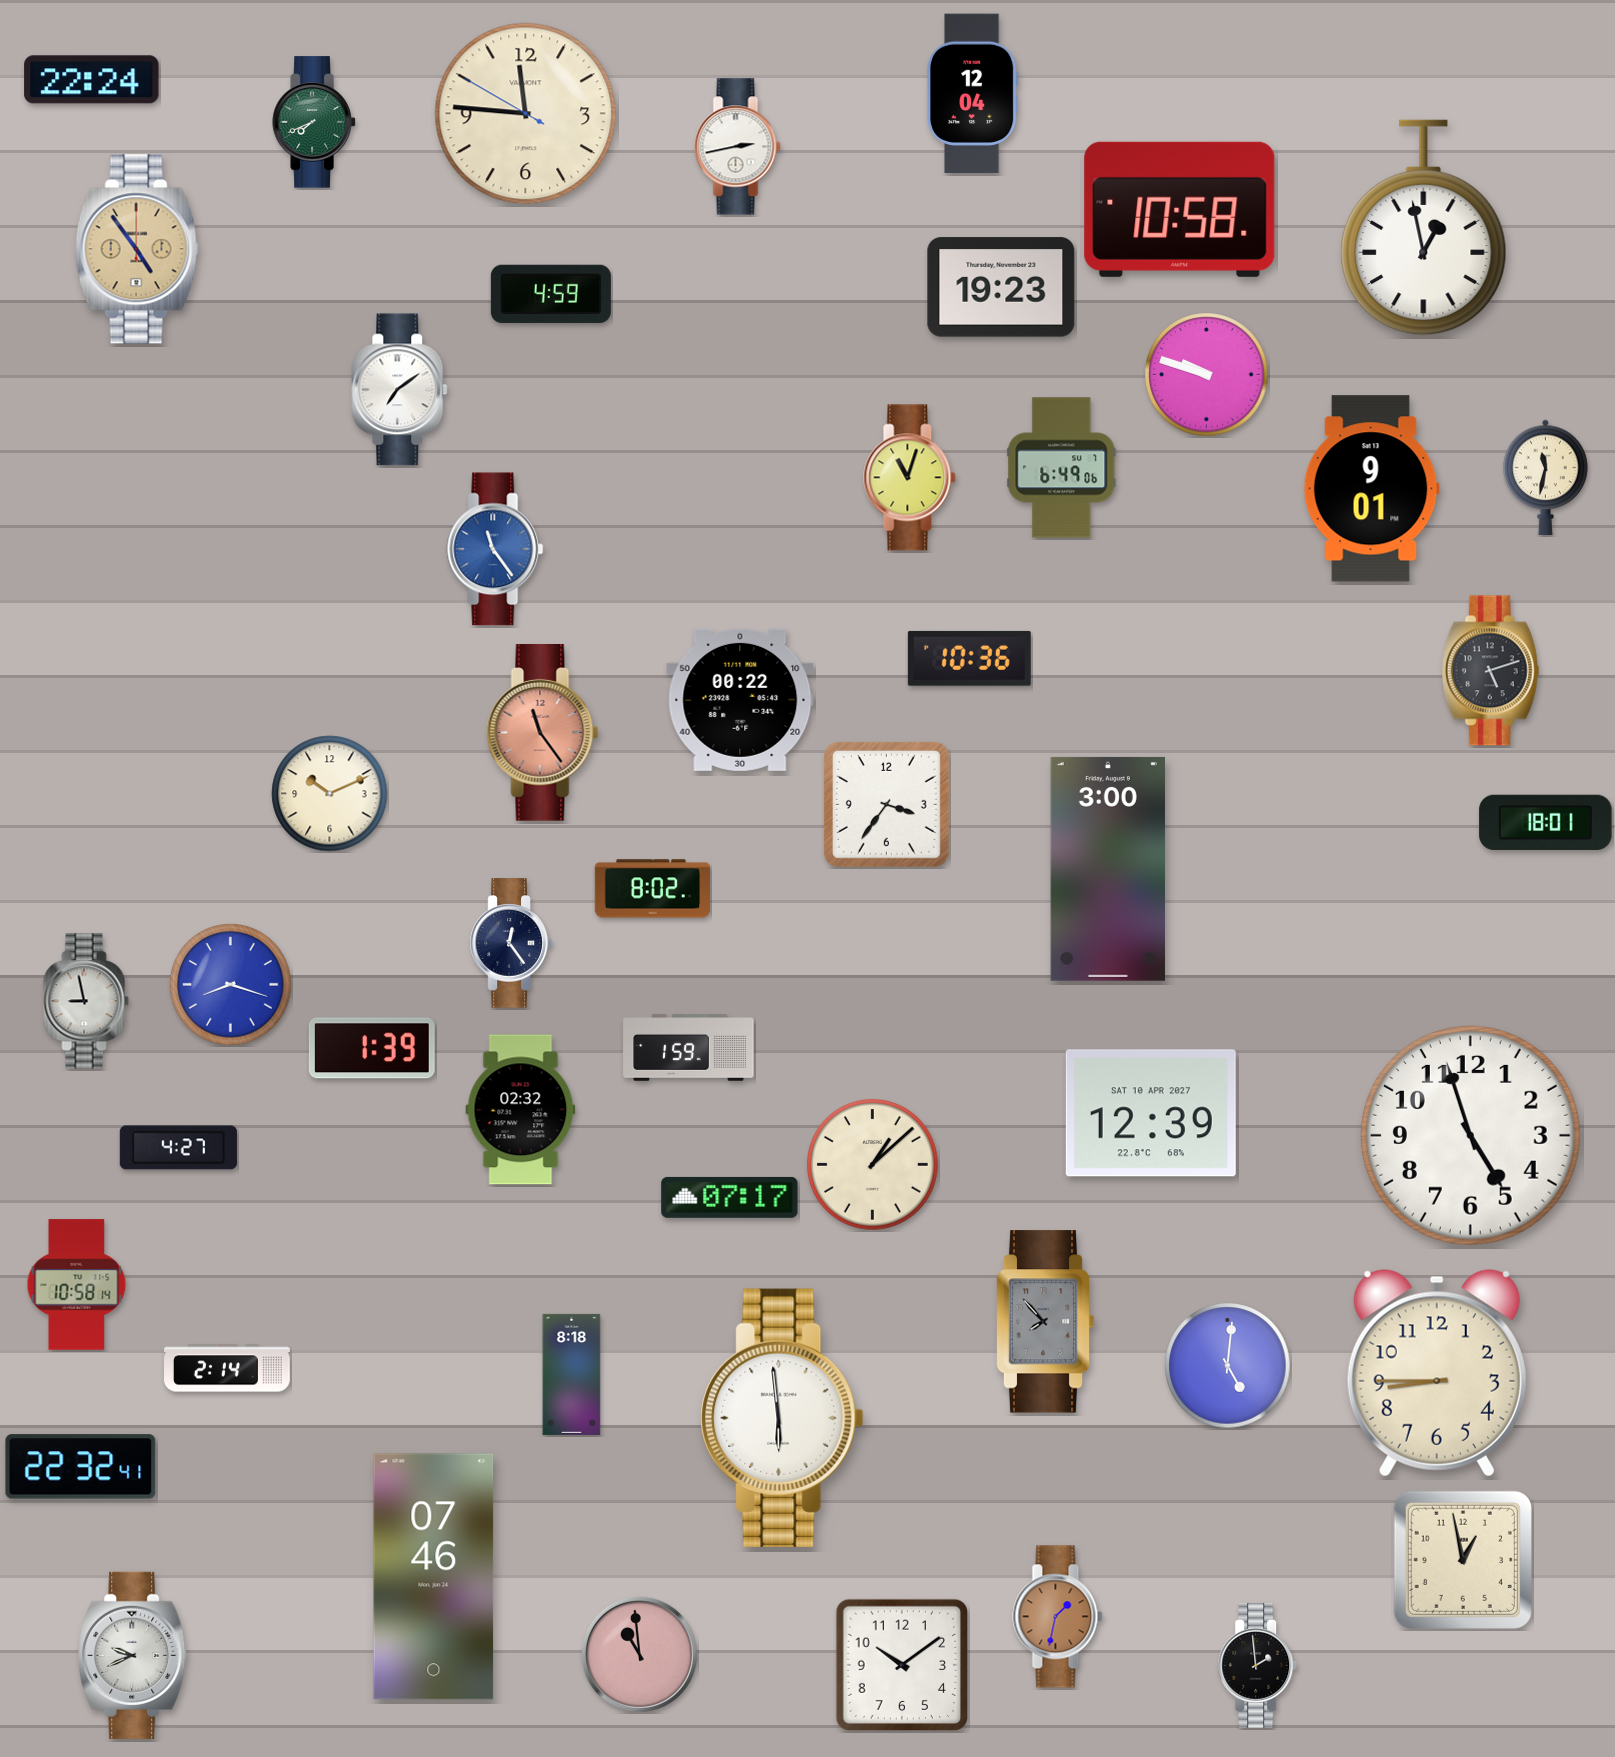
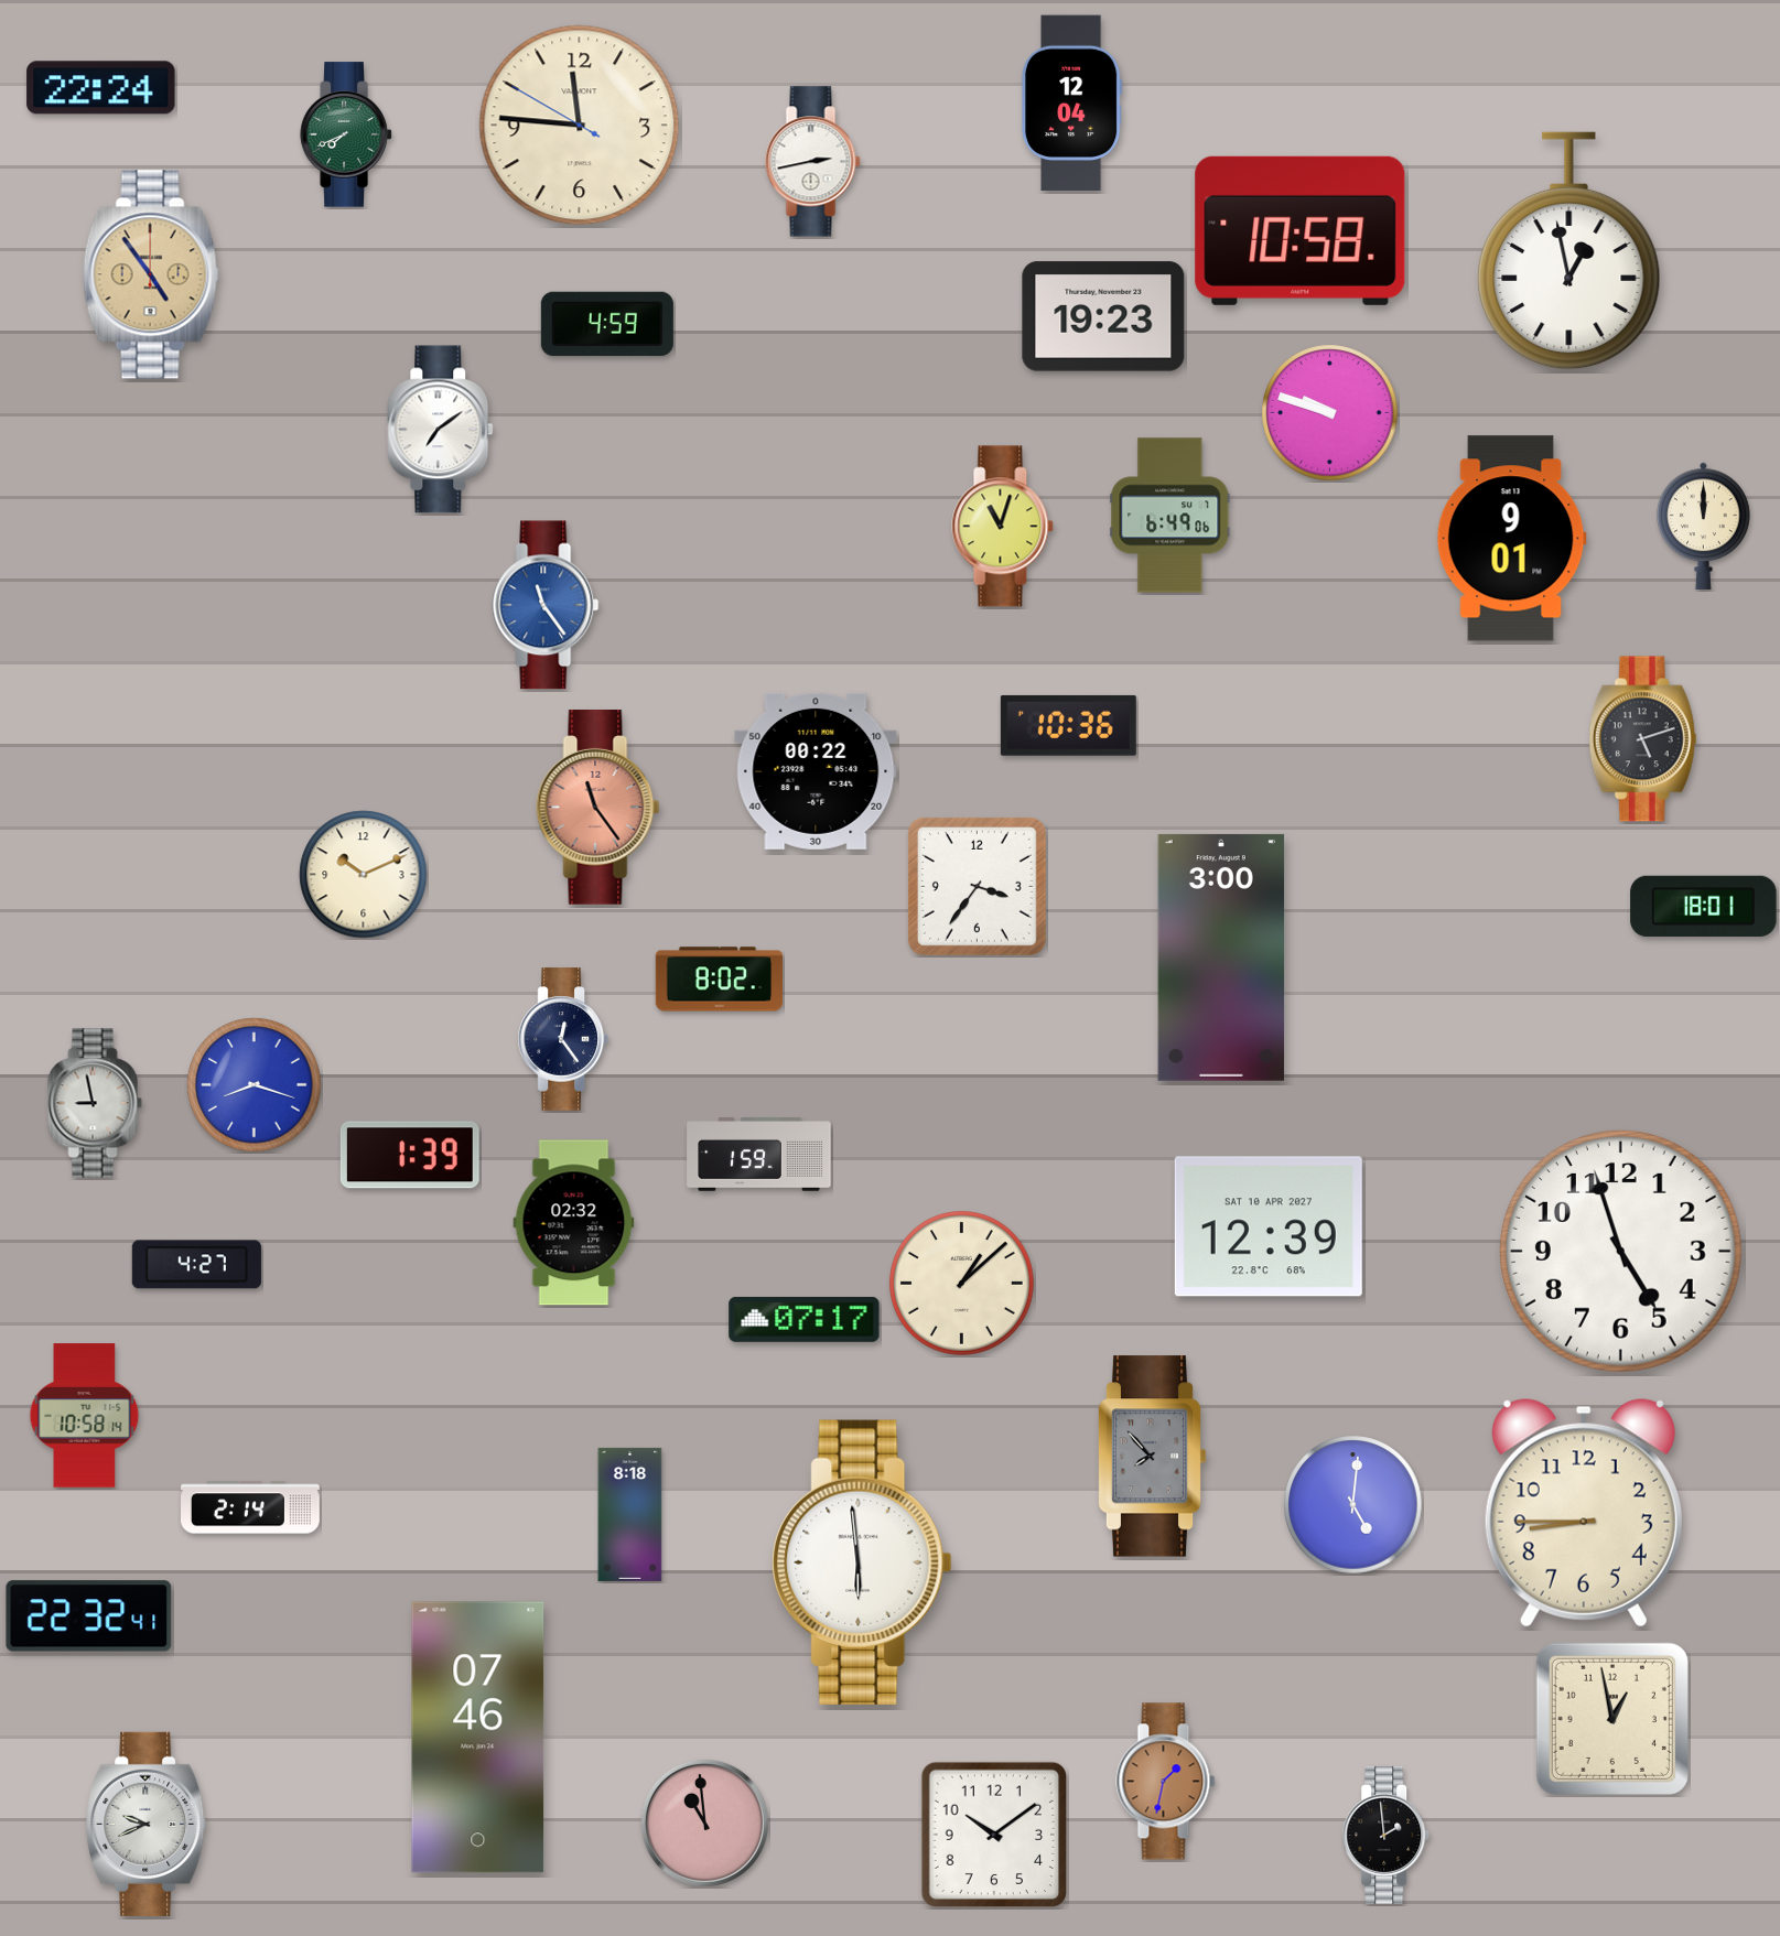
clock at (1546, 477): 11:32 -> 12:00
